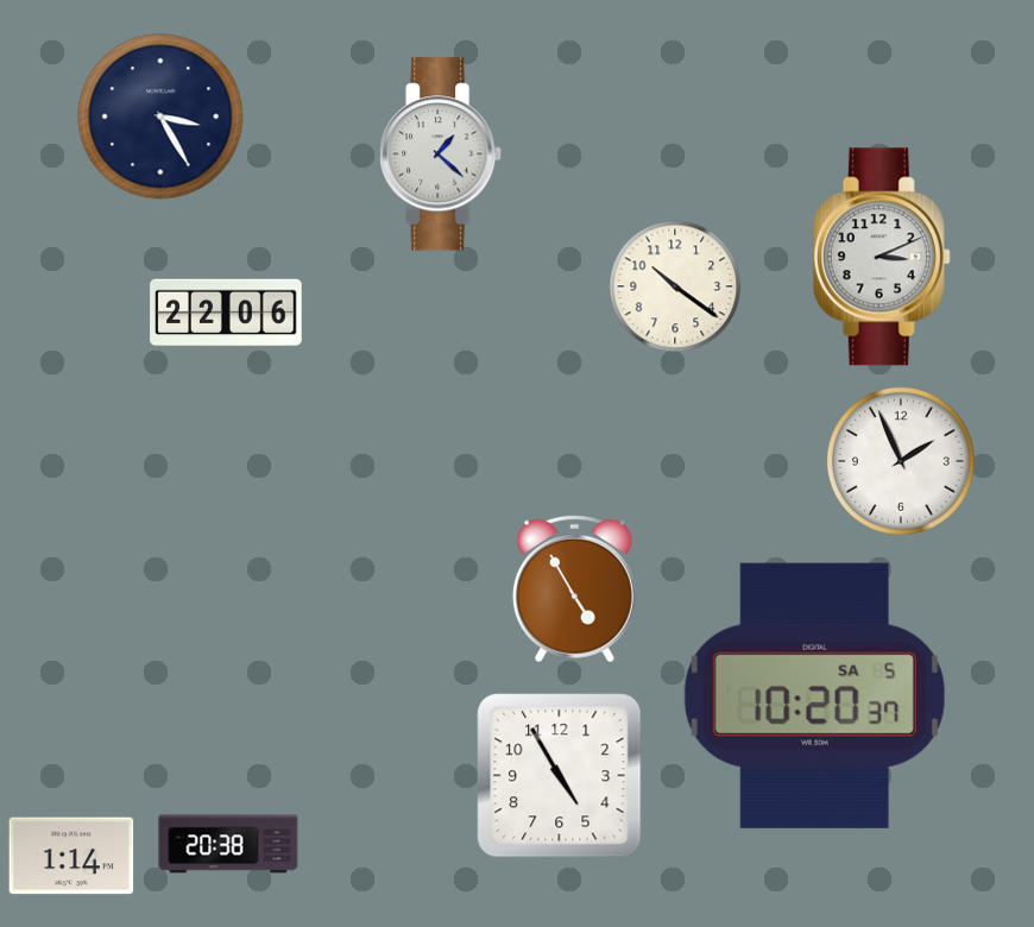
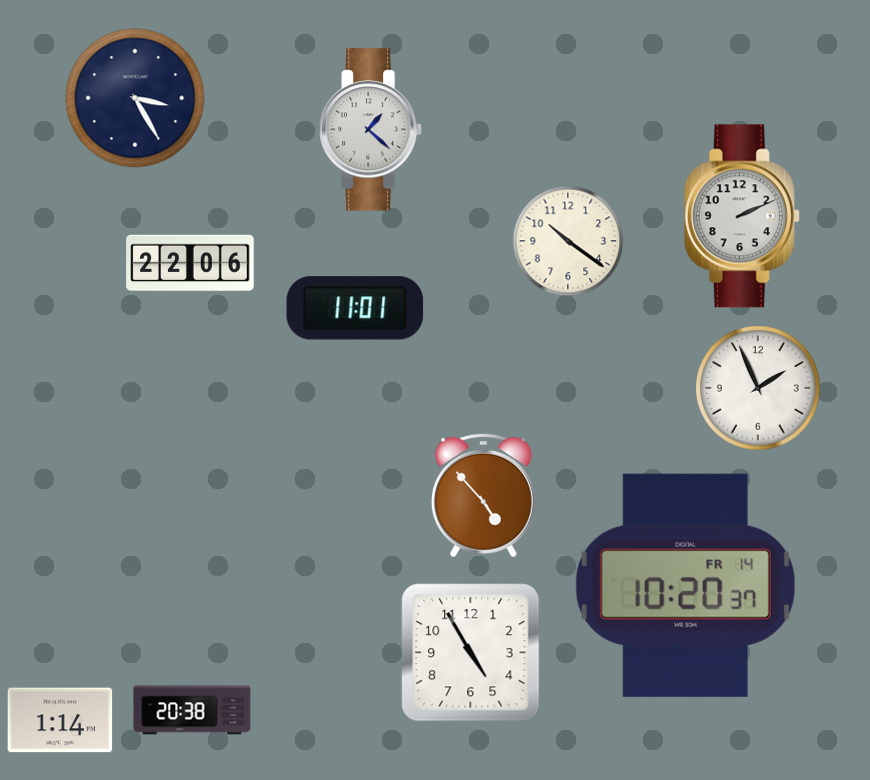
clock at (882, 257): 3:11 -> 2:11
clock at (355, 308): none -> 11:01
clock at (574, 588): 4:55 -> 4:53
clock at (814, 695) date: SA 5 -> FR 14
